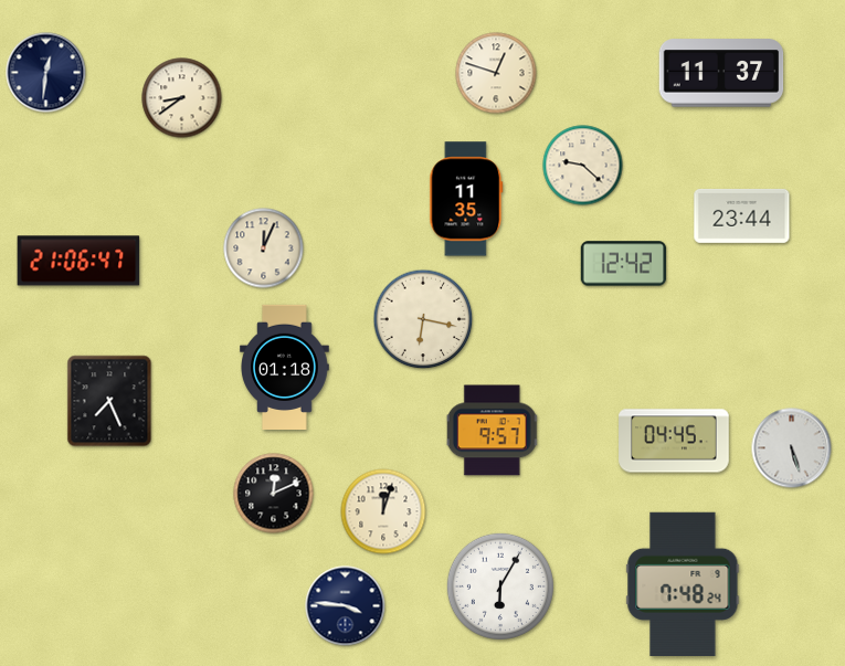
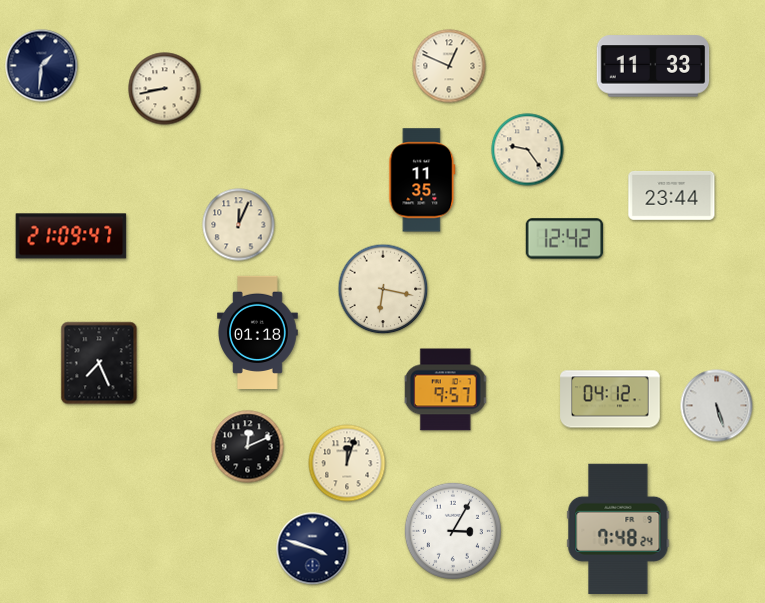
clock at (46, 73): 12:31 -> 1:31
clock at (496, 73): 12:48 -> 12:49
clock at (721, 73): 11:37 -> 11:33
clock at (182, 98): 8:39 -> 8:43
clock at (583, 166): 9:22 -> 9:24
clock at (78, 261): 21:06 -> 21:09
clock at (674, 441): 04:45 -> 04:12
clock at (500, 586): 6:05 -> 3:05
clock at (346, 606): 3:46 -> 3:48
